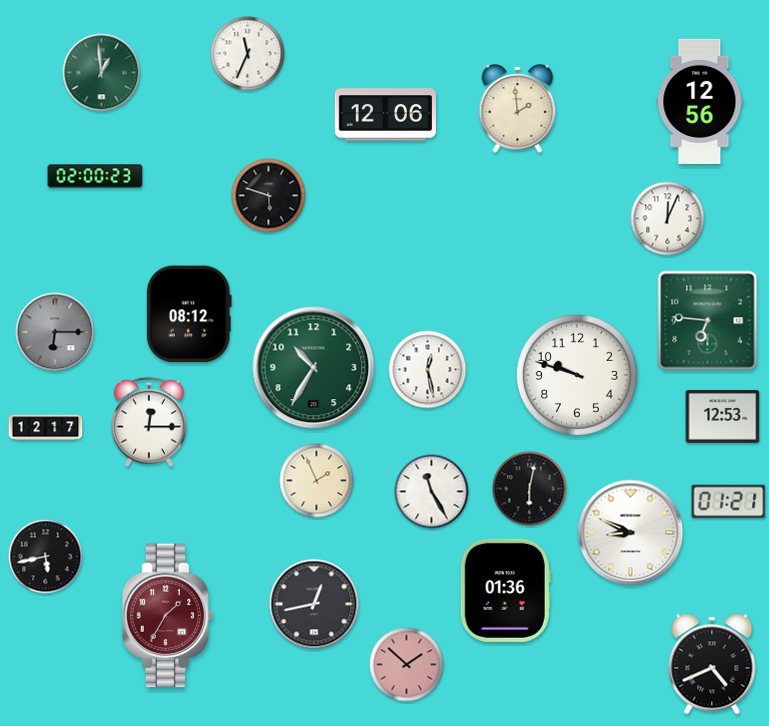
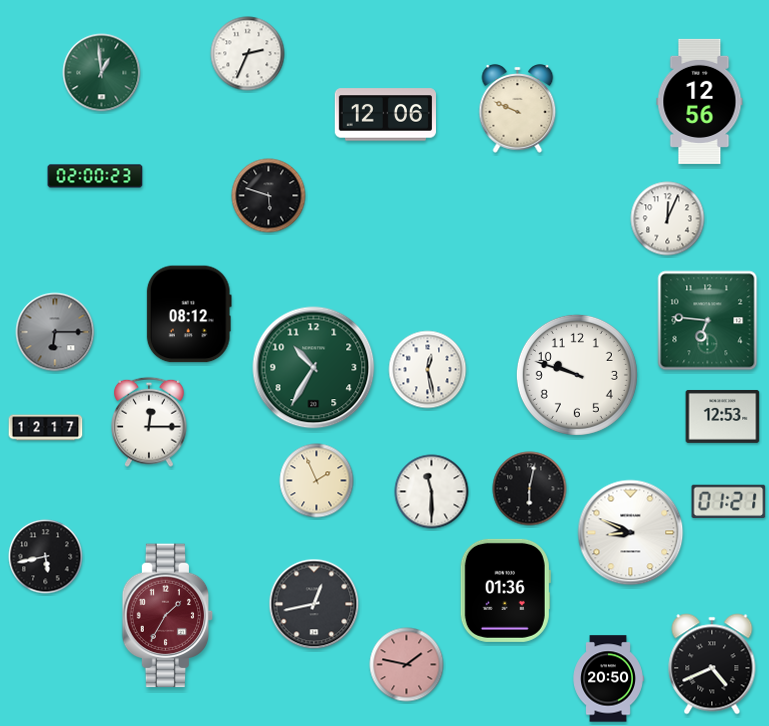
clock at (248, 54): 11:34 -> 2:34
clock at (518, 109): 1:59 -> 9:49
clock at (432, 492): 11:25 -> 11:30
clock at (407, 665): 1:52 -> 1:47
clock at (608, 679): none -> 20:50
